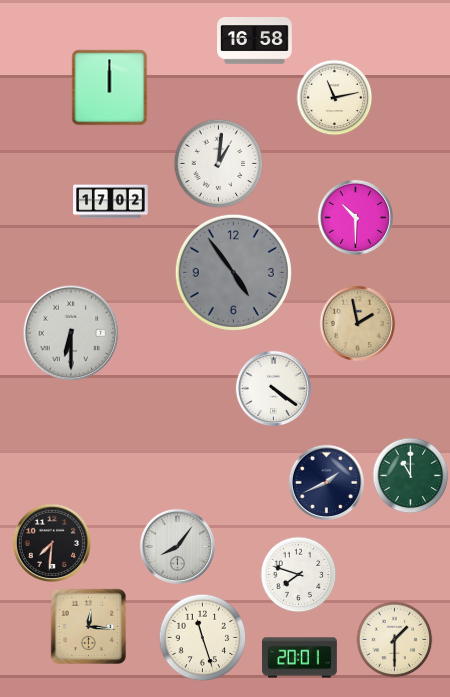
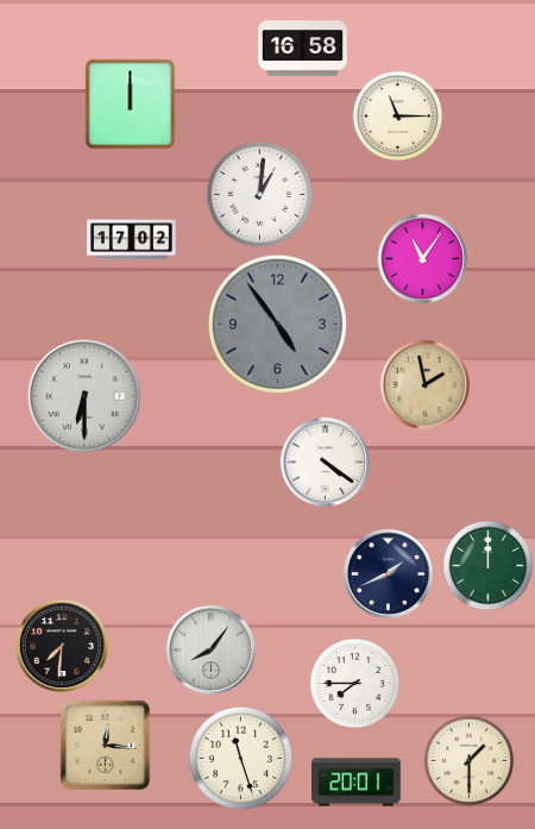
clock at (335, 98): 11:13 -> 11:15
clock at (355, 217): 10:30 -> 11:06
clock at (411, 476): 11:00 -> 12:00
clock at (299, 575): 7:48 -> 7:45
